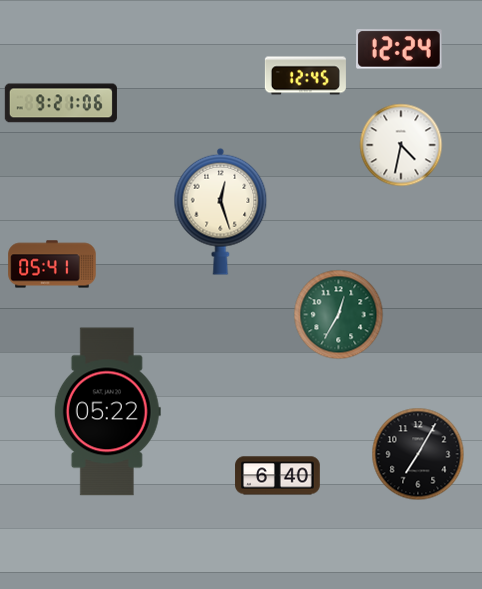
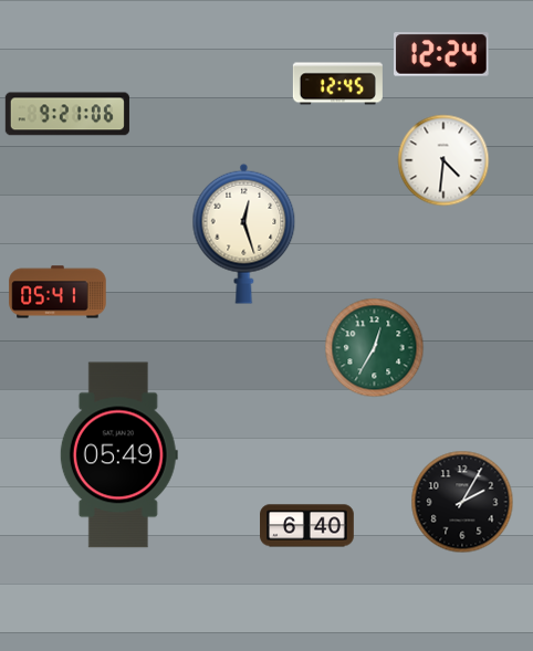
clock at (401, 145): 4:32 -> 4:31
clock at (107, 412): 05:22 -> 05:49
clock at (418, 454): 7:05 -> 2:05
